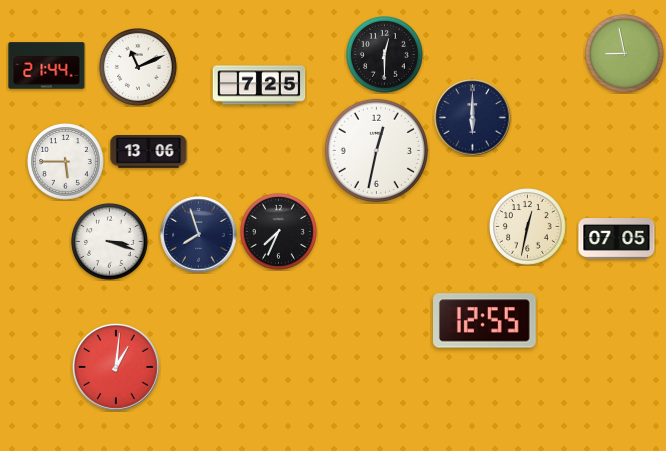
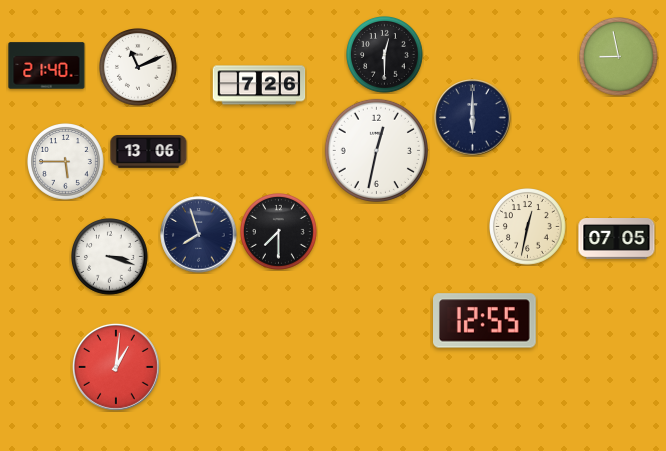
clock at (625, 54) position: (625, 54) -> (619, 57)
clock at (47, 66): 21:44 -> 21:40
clock at (259, 85): 7:25 -> 7:26
clock at (279, 232): 7:34 -> 7:30
clock at (110, 242) position: (110, 242) -> (110, 257)
